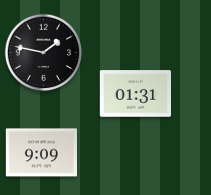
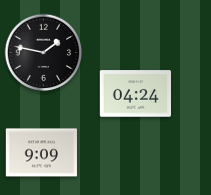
clock at (135, 94): 01:31 -> 04:24
